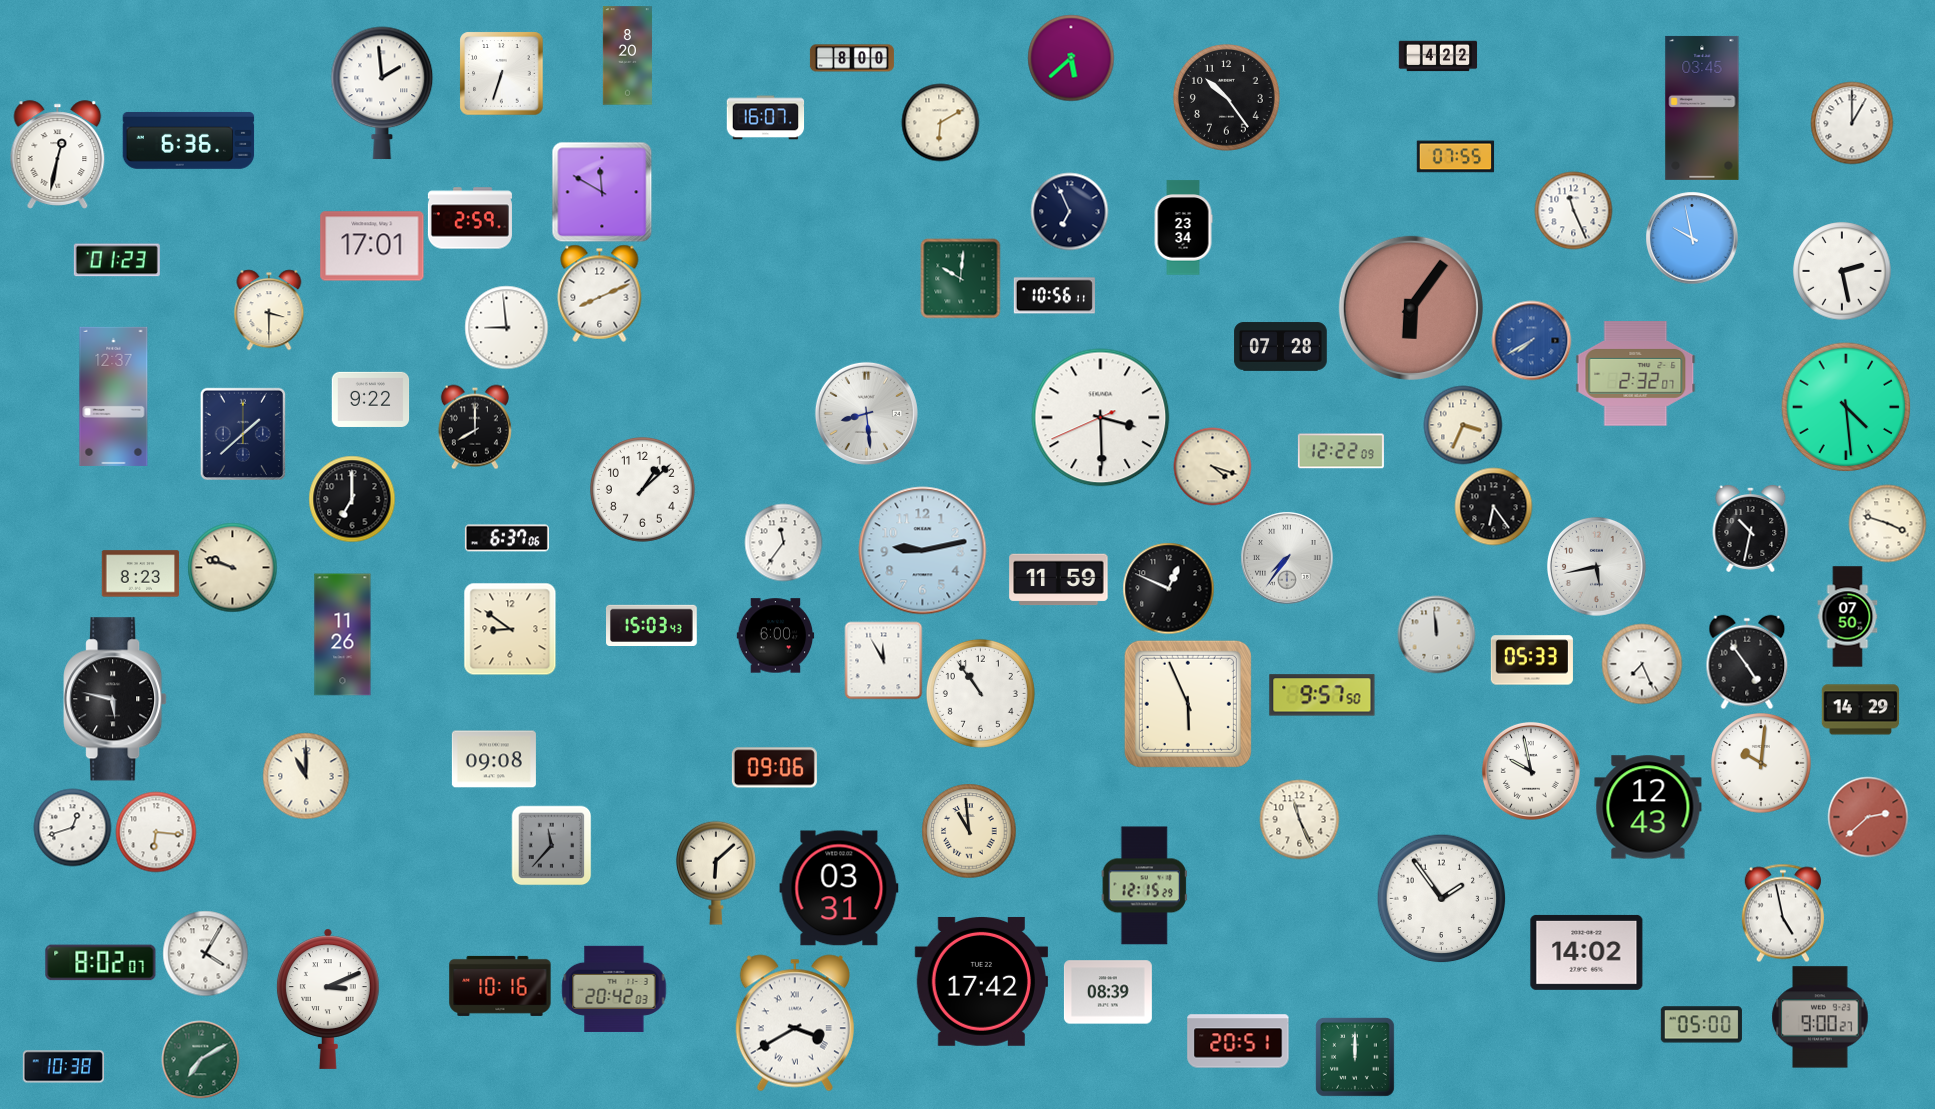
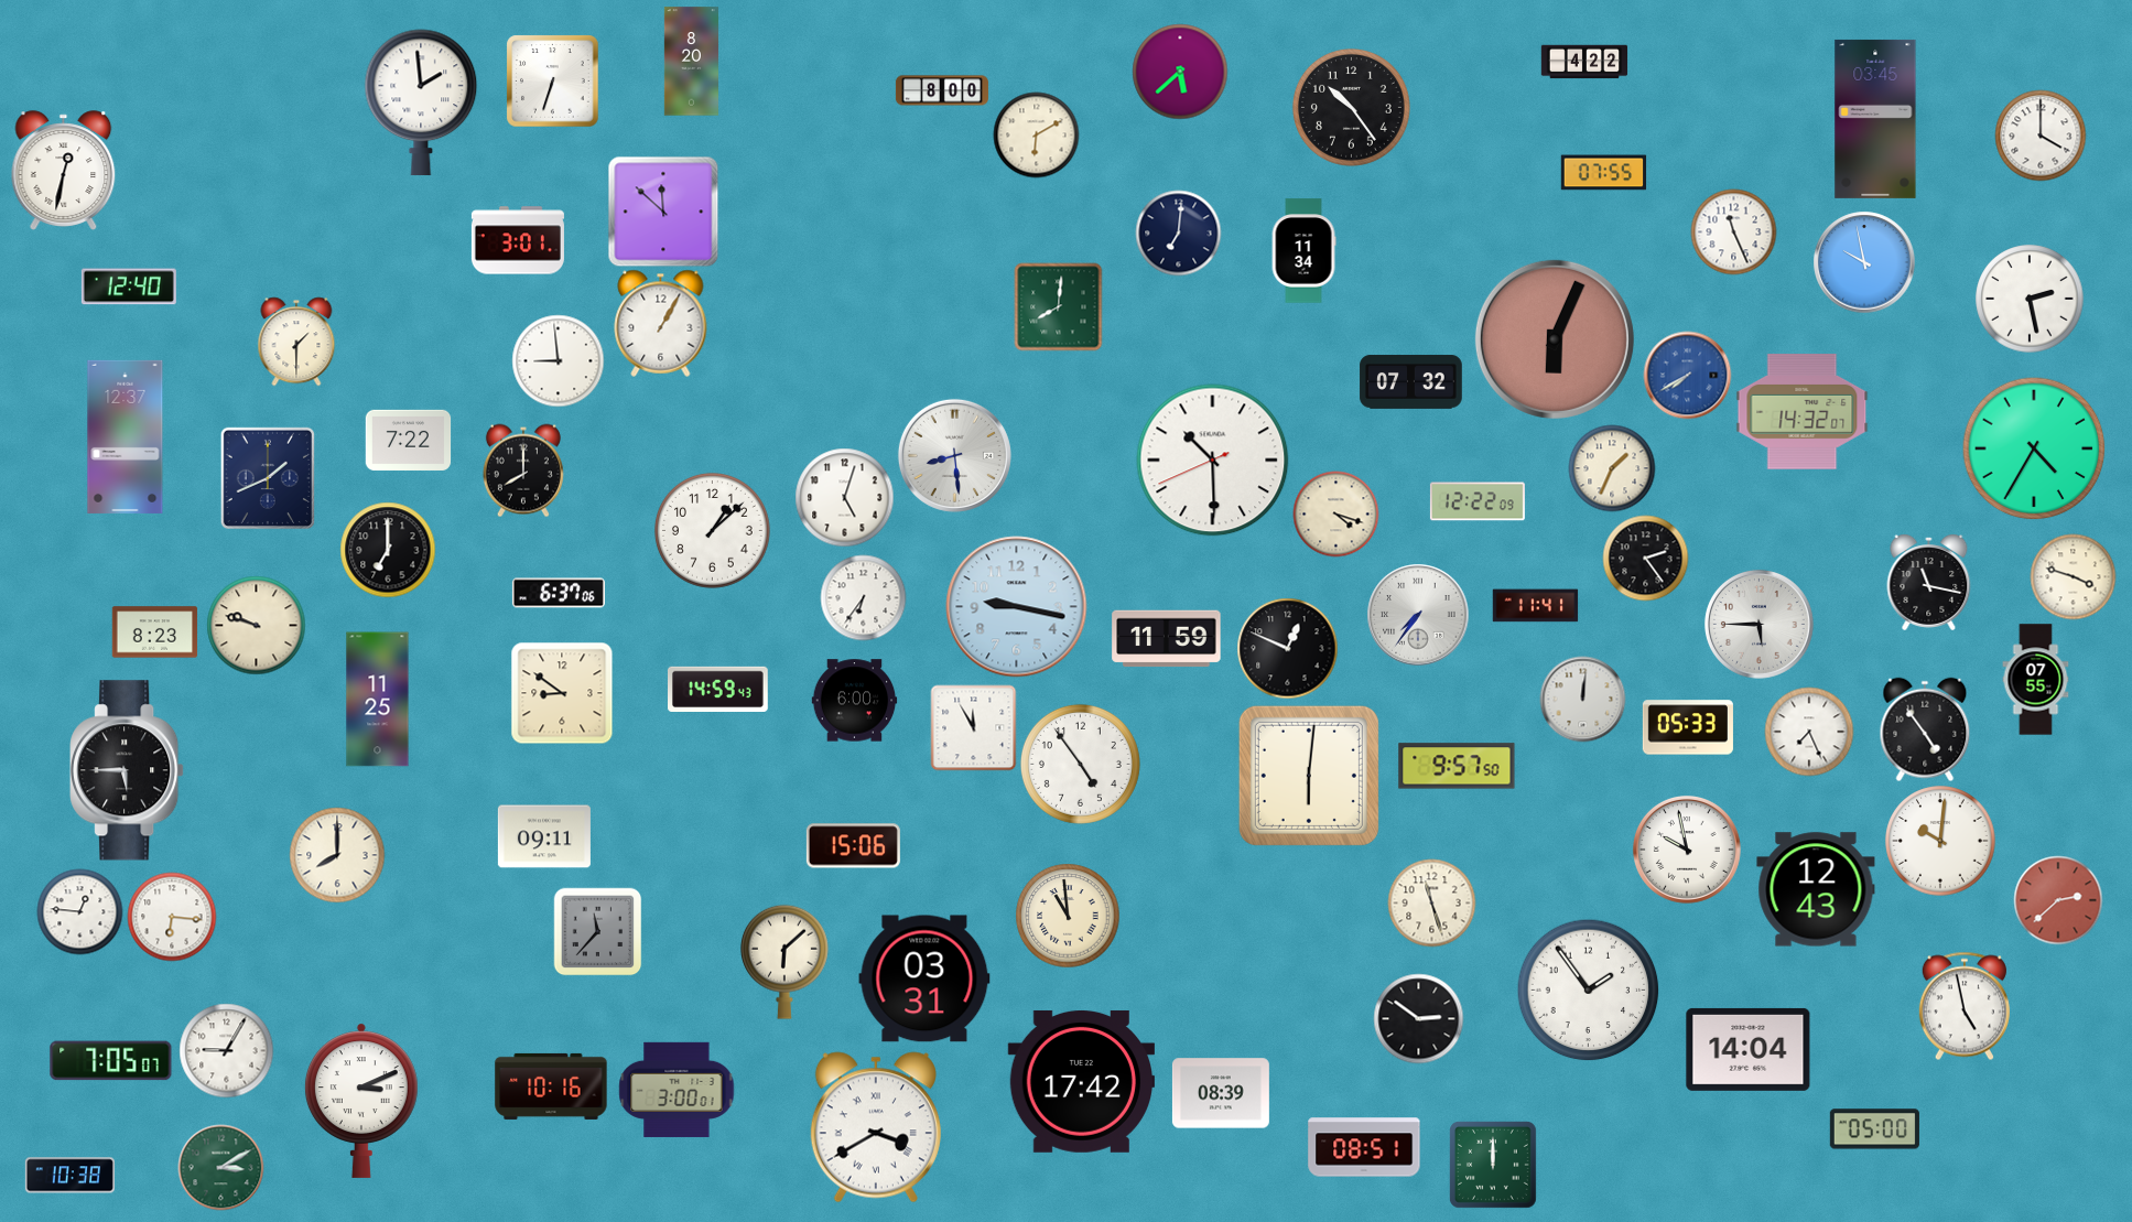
clock at (852, 58) position: (852, 58) -> (942, 90)
clock at (1071, 58) position: (1071, 58) -> (1180, 72)
clock at (765, 118): 16:07 -> none
clock at (1852, 123): 1:00 -> 4:00
clock at (189, 140): 6:36 -> none
clock at (602, 192): 11:50 -> 11:52
clock at (1069, 211): 6:56 -> 7:01
clock at (470, 218): 2:59 -> 3:01
clock at (1183, 228): 23:34 -> 11:34
clock at (372, 246): 17:01 -> none
clock at (117, 260): 01:23 -> 12:40
clock at (960, 278): 10:01 -> 8:01
clock at (600, 293): 8:11 -> 1:05
clock at (1054, 296): 10:56 -> none
clock at (1411, 308): 6:06 -> 6:04
clock at (269, 310): 3:30 -> 1:30
clock at (1281, 347): 07:28 -> 07:32
clock at (1636, 374): 2:32 -> 14:32
clock at (370, 399): 9:22 -> 7:22
clock at (1846, 407): 4:29 -> 4:35
clock at (1101, 418): 3:29 -> 10:29
clock at (1463, 425): 3:34 -> 1:34
clock at (242, 433): 1:38 -> 1:41
clock at (844, 497): none -> 5:03
clock at (1341, 451) position: (1341, 451) -> (1478, 501)
clock at (643, 490) position: (643, 490) -> (713, 531)
clock at (1493, 506): 6:24 -> 2:24
clock at (1887, 523) position: (1887, 523) -> (2073, 576)
clock at (1751, 529): 10:32 -> 11:17
clock at (783, 542): 11:36 -> 6:36
clock at (1535, 606): none -> 11:41
clock at (923, 551): 9:13 -> 9:17
clock at (1596, 566): 5:43 -> 5:45
clock at (1848, 617): 07:50 -> 07:55
clock at (652, 625): 15:03 -> 14:59
clock at (1436, 634): 11:59 -> 12:01
clock at (343, 635): 11:26 -> 11:25
clock at (980, 693): 10:54 -> 4:54
clock at (115, 699): 5:47 -> 5:45
clock at (1188, 704): 5:56 -> 6:01
clock at (1860, 710): 14:29 -> none
clock at (494, 759): 09:08 -> 09:11
clock at (774, 768): 09:06 -> 15:06
clock at (306, 776): 11:00 -> 8:00
clock at (1299, 819): 11:26 -> 11:27
clock at (72, 827): 12:42 -> 12:46
clock at (551, 845) position: (551, 845) -> (597, 931)
clock at (716, 873) position: (716, 873) -> (784, 962)
clock at (1144, 886): 12:15 -> none
clock at (1418, 1018): none -> 2:51
clock at (1587, 952): 14:02 -> 14:04
clock at (205, 953): 4:05 -> 9:05
clock at (101, 963): 8:02 -> 7:05
clock at (614, 989): 20:42 -> 3:00
clock at (1820, 1017): 9:00 -> none
clock at (1238, 1041): 20:51 -> 08:51
clock at (200, 1059): 7:10 -> 3:10
